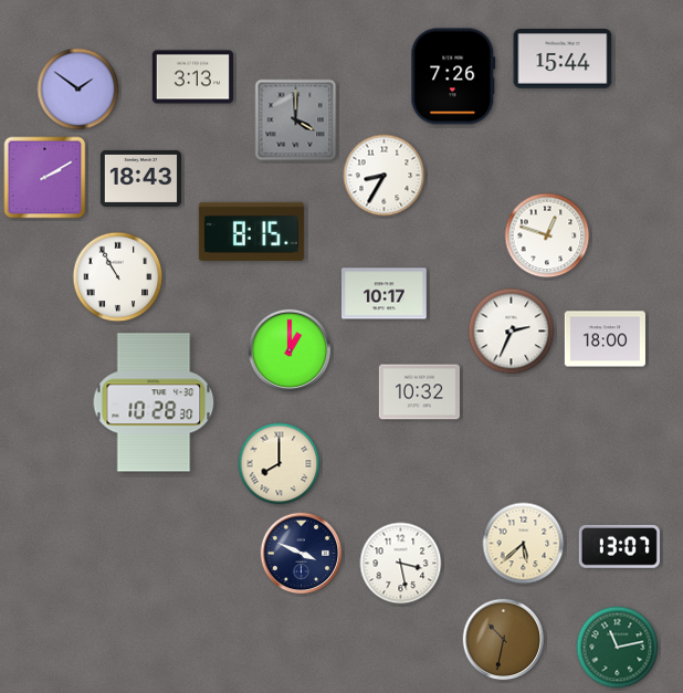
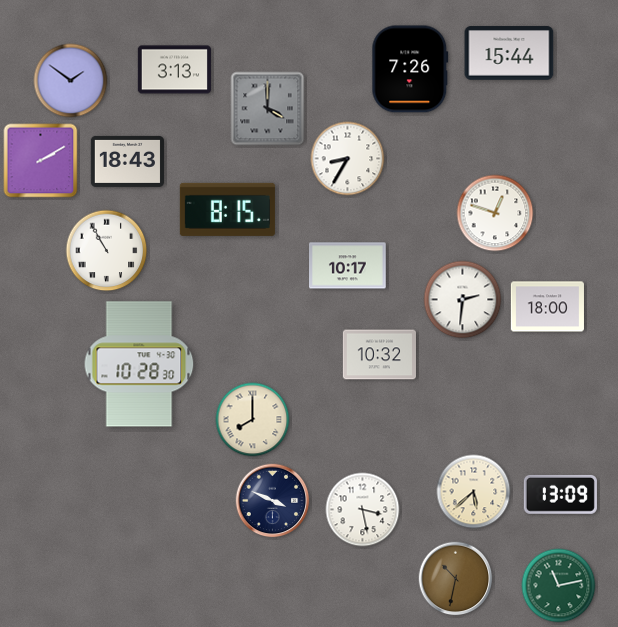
clock at (512, 332): 2:34 -> 2:31
clock at (290, 350): 1:00 -> none
clock at (619, 546): 13:07 -> 13:09
